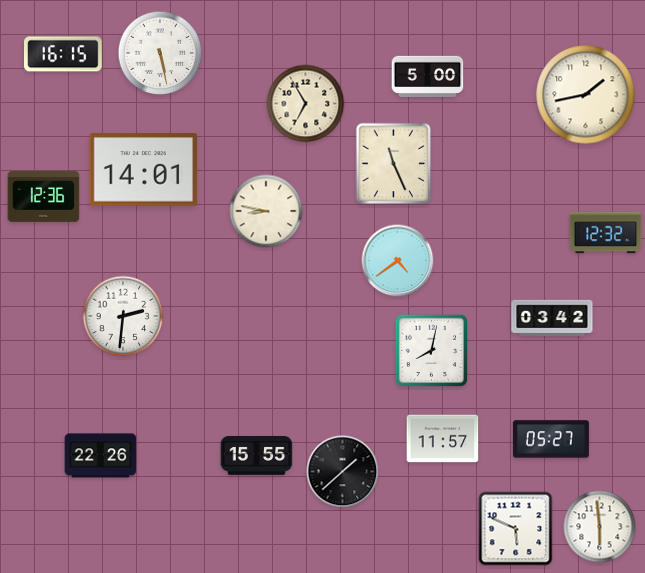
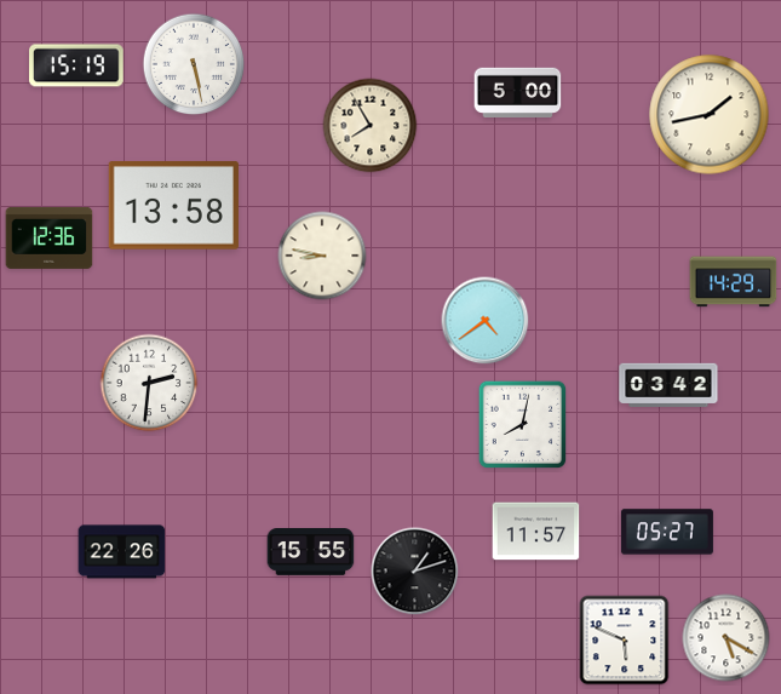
clock at (63, 54): 16:15 -> 15:19
clock at (306, 104): 6:55 -> 7:55
clock at (394, 164): 11:26 -> none
clock at (143, 170): 14:01 -> 13:58
clock at (44, 196) position: (44, 196) -> (50, 237)
clock at (606, 233): 12:32 -> 14:29
clock at (398, 261) position: (398, 261) -> (486, 321)
clock at (343, 472): 1:38 -> 1:12
clock at (600, 527): 5:59 -> 5:20
